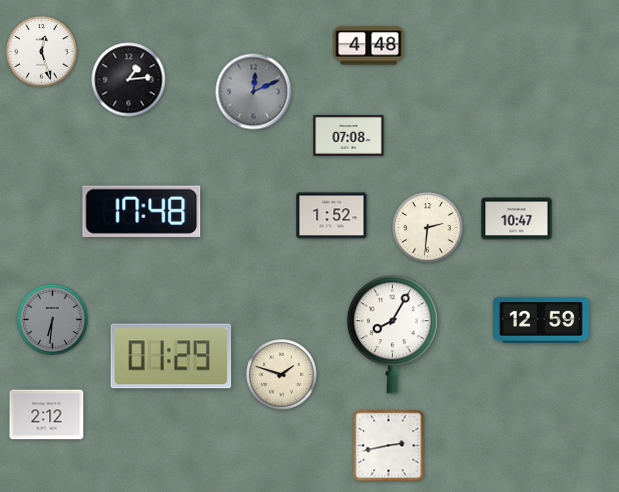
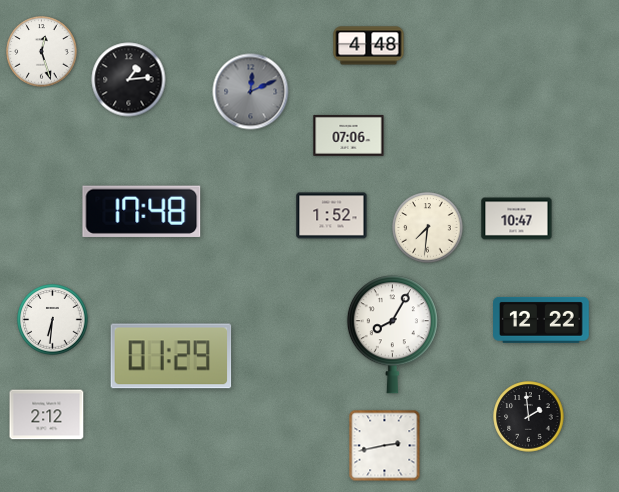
clock at (254, 92) position: (254, 92) -> (251, 92)
clock at (349, 135): 07:08 -> 07:06
clock at (428, 228): 2:31 -> 7:31
clock at (53, 320) dial: grey -> white
clock at (542, 320): 12:59 -> 12:22
clock at (282, 375): 1:48 -> none
clock at (529, 417): none -> 1:59
clock at (389, 446) position: (389, 446) -> (385, 446)
